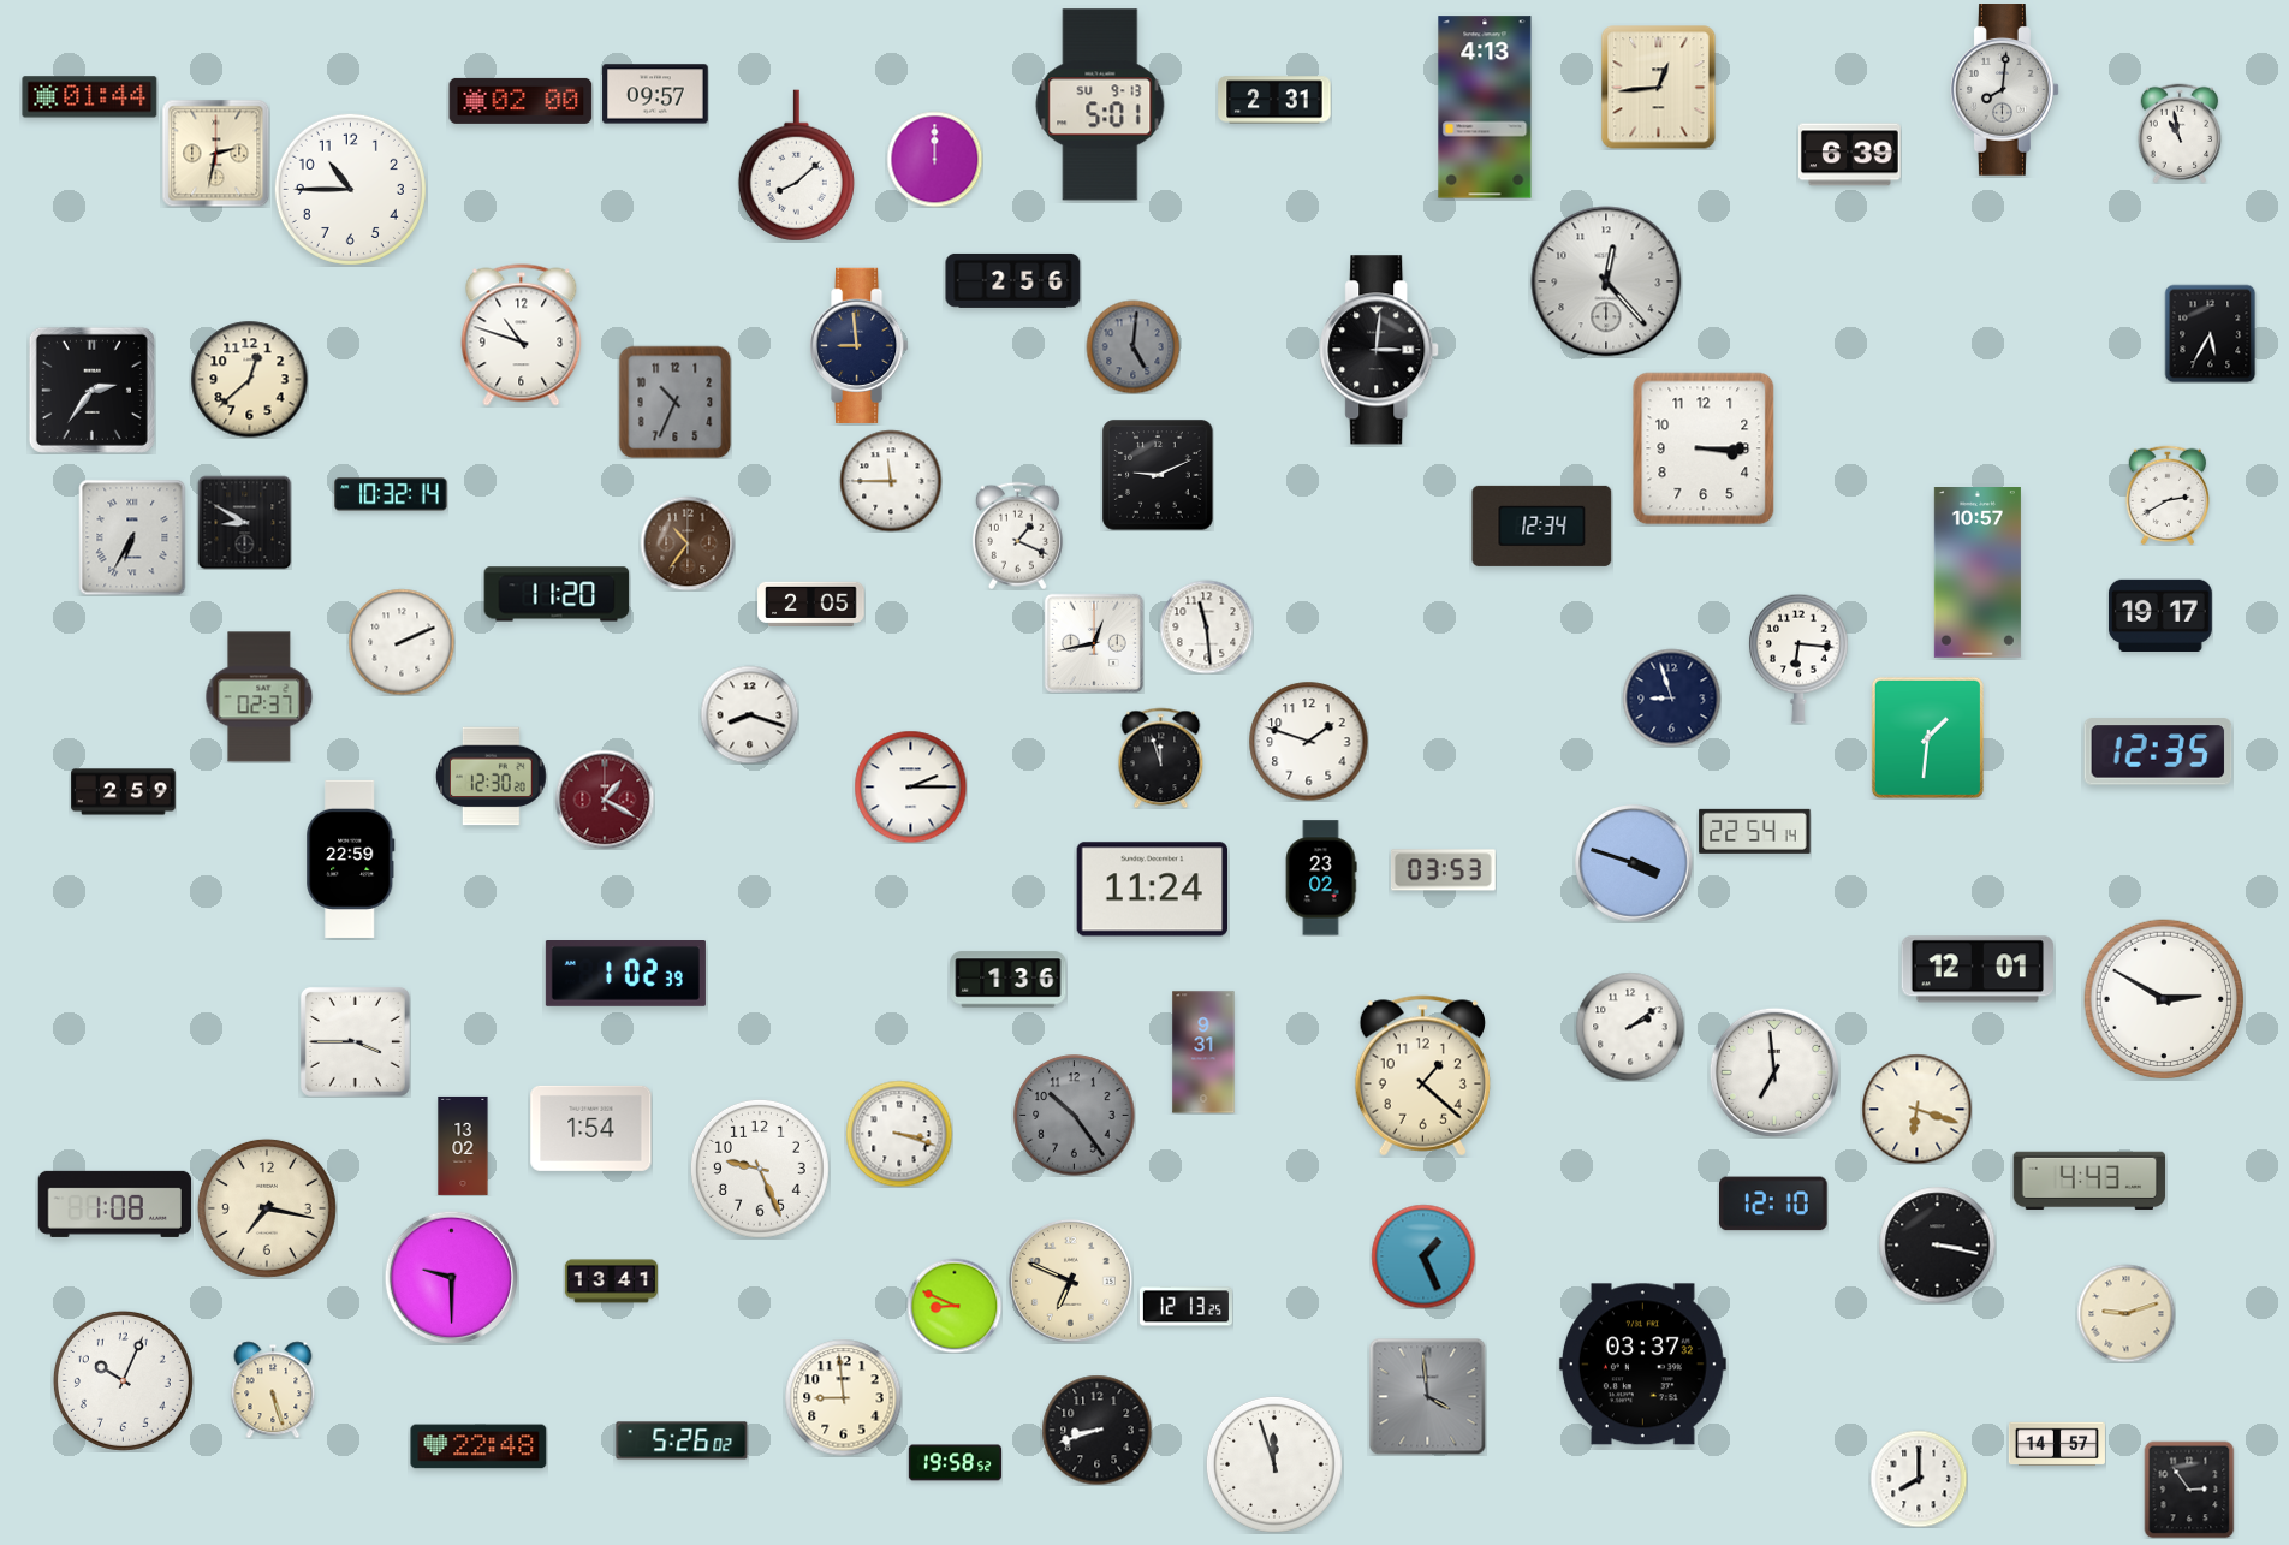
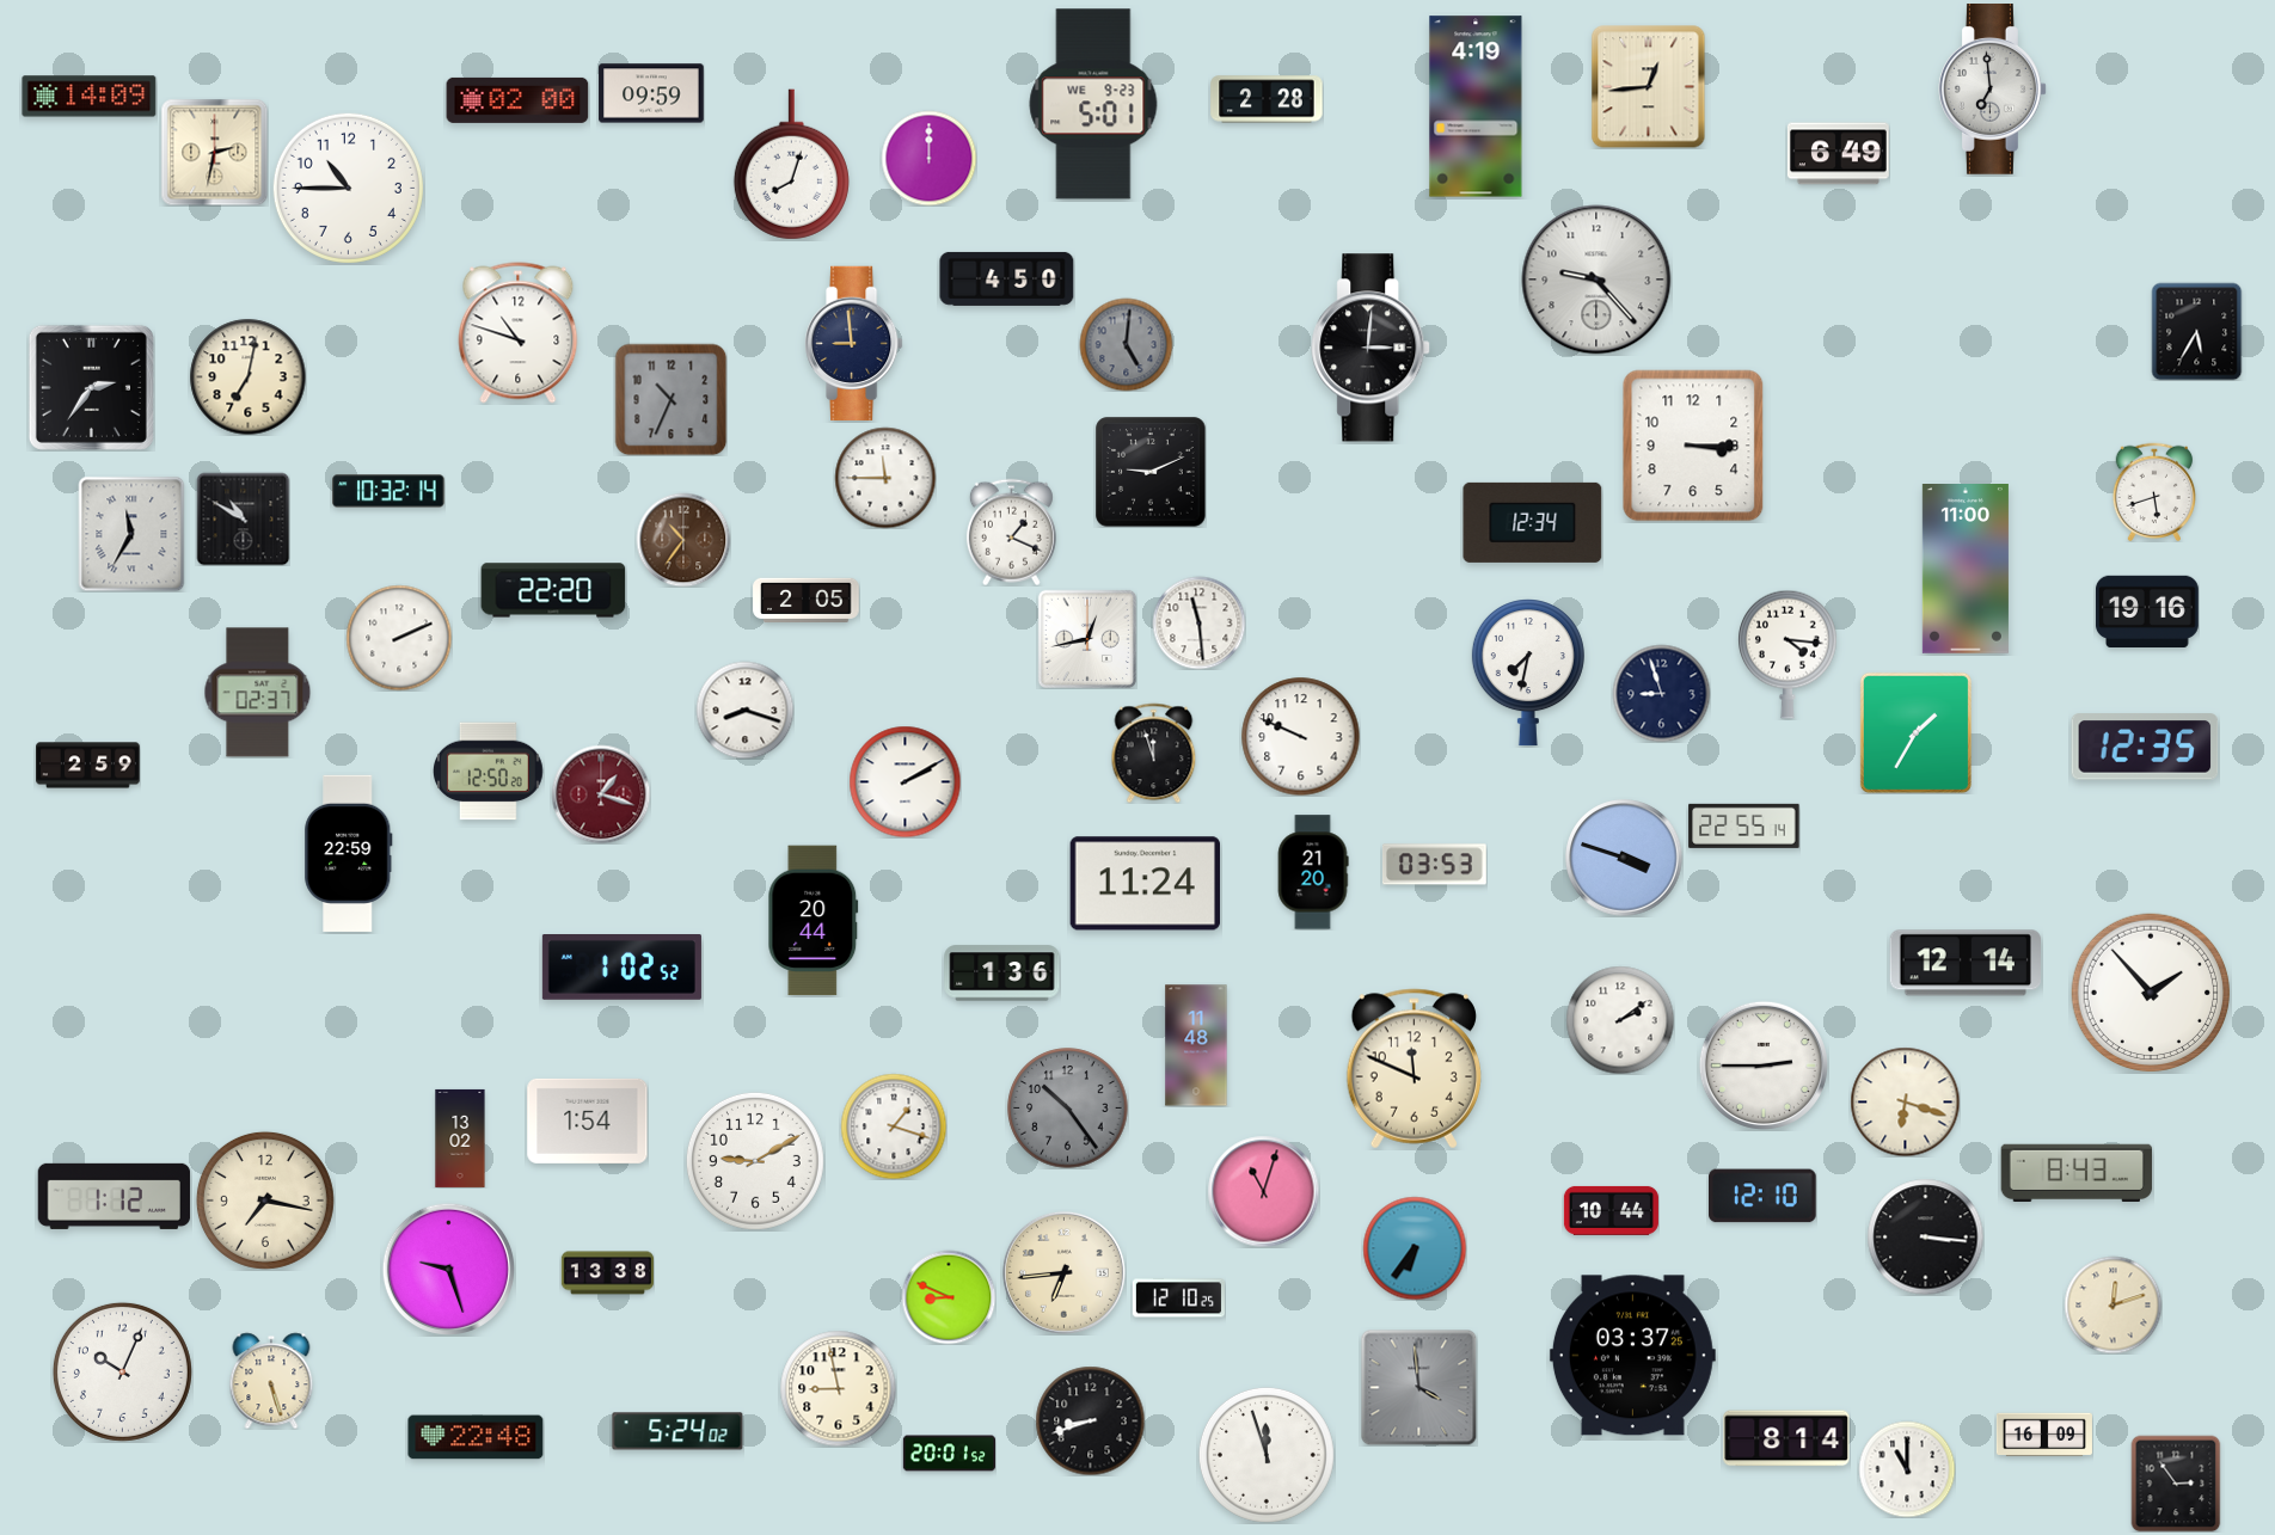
clock at (2005, 90): 8:01 -> 6:59
clock at (655, 94): 09:57 -> 09:59
clock at (90, 97): 01:44 -> 14:09
clock at (1274, 100): 2:31 -> 2:28
clock at (1100, 105) date: SU 9-13 -> WE 9-23
clock at (1485, 107): 4:13 -> 4:19
clock at (2180, 133): 10:58 -> none
clock at (1849, 155): 6:39 -> 6:49
clock at (796, 166): 8:08 -> 8:03
clock at (1013, 280): 2:56 -> 4:50
clock at (1606, 281): 12:23 -> 9:23
clock at (249, 379): 12:38 -> 7:02
clock at (2168, 495): 2:40 -> 5:42
clock at (244, 522): 8:50 -> 10:50
clock at (132, 537): 6:35 -> 11:35
clock at (1978, 574): 10:57 -> 11:00
clock at (557, 594): 11:20 -> 22:20
clock at (2160, 614): 19:17 -> 19:16
clock at (1800, 659): 6:16 -> 4:16
clock at (1528, 673): none -> 7:32
clock at (1927, 737): 1:31 -> 1:35
clock at (1309, 742): 1:48 -> 9:49
clock at (492, 777): 12:30 -> 12:50
clock at (910, 786): 2:15 -> 2:10
clock at (124, 792) position: (124, 792) -> (88, 766)
clock at (605, 800): 1:20 -> 1:18
clock at (1755, 831): 22:54 -> 22:55
clock at (1321, 878): 23:02 -> 21:20
clock at (814, 921): none -> 20:44
clock at (1978, 969): 12:01 -> 12:14
clock at (625, 974): 1:02:39 -> 1:02:52
clock at (2164, 999): 2:50 -> 1:53
clock at (355, 1041): 3:45 -> none
clock at (1203, 1052): 9:31 -> 11:48
clock at (1774, 1072): 6:59 -> 2:45
clock at (1422, 1076): 1:22 -> 11:49
clock at (899, 1134): 3:18 -> 1:18
clock at (760, 1169): 9:26 -> 9:10
clock at (2089, 1179): 4:43 -> 8:43
clock at (1263, 1191): none -> 11:03
clock at (115, 1204): 1:08 -> 1:12
clock at (1611, 1210): none -> 10:44
clock at (1937, 1244): 3:17 -> 3:16
clock at (1423, 1256): 1:26 -> 6:36
clock at (451, 1277): 9:30 -> 9:27
clock at (1070, 1280): 6:49 -> 6:44
clock at (611, 1282): 13:41 -> 13:38
clock at (1185, 1307): 12:13 -> 12:10
clock at (2125, 1313): 9:12 -> 12:12
clock at (1642, 1365): 03:37:32 -> 03:37:25
clock at (843, 1397): 8:59 -> 8:58
clock at (682, 1440): 5:26 -> 5:24
clock at (2057, 1444): 14:57 -> 16:09
clock at (1786, 1438): none -> 8:14
clock at (955, 1463): 19:58 -> 20:01
clock at (1919, 1479): 8:00 -> 11:00
clock at (2189, 1490) position: (2189, 1490) -> (2176, 1484)
